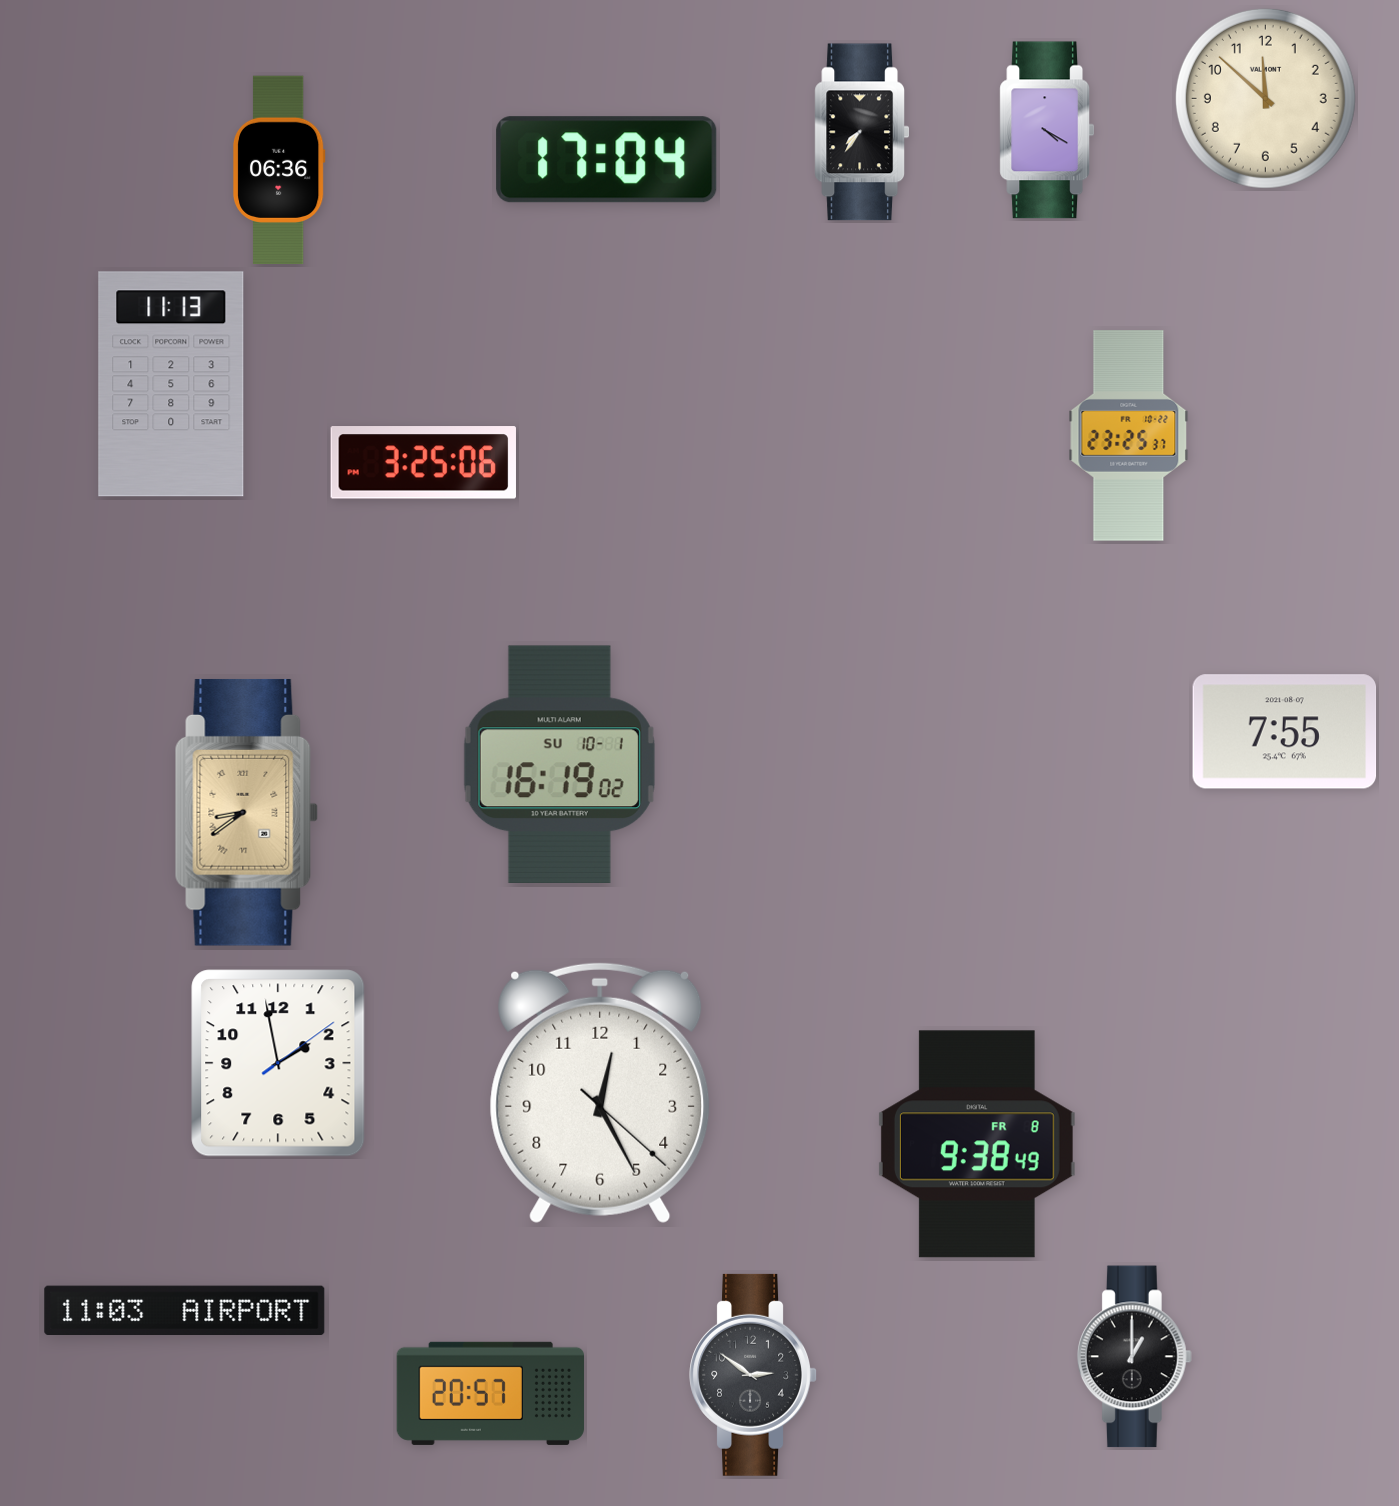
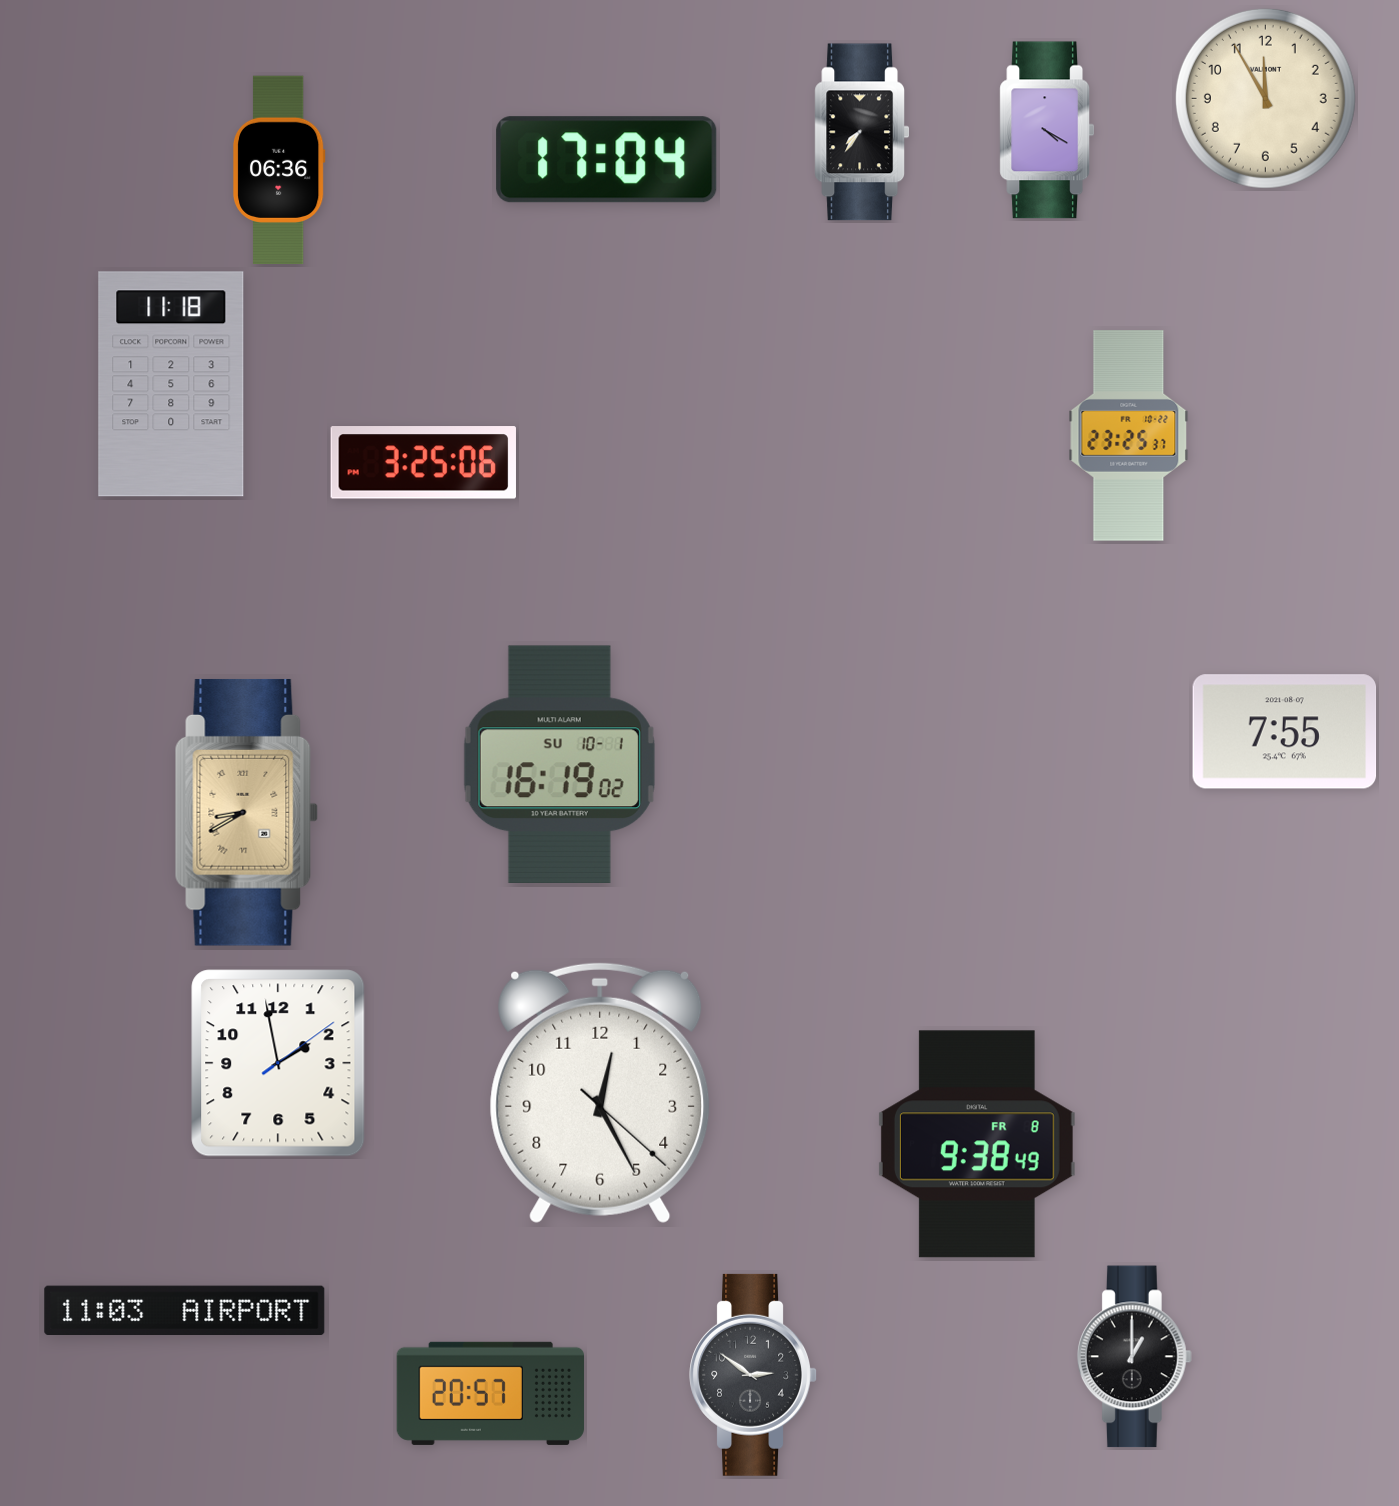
clock at (1265, 98): 11:52 -> 11:55
clock at (171, 384): 11:13 -> 11:18
clock at (247, 812): 8:39 -> 8:40
